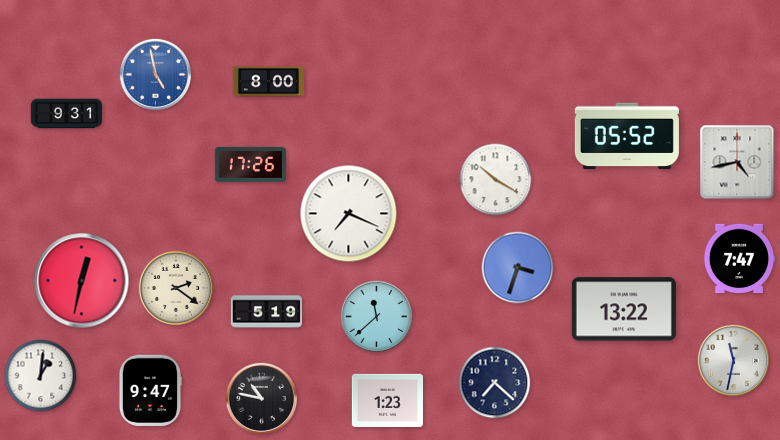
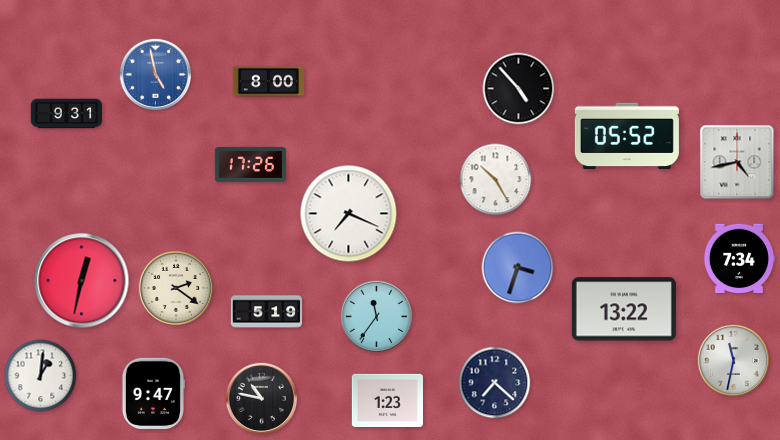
clock at (519, 89): none -> 4:53
clock at (496, 180): 10:20 -> 10:25
clock at (738, 258): 7:47 -> 7:34
clock at (376, 316): 11:38 -> 11:36
clock at (150, 390) position: (150, 390) -> (153, 393)
